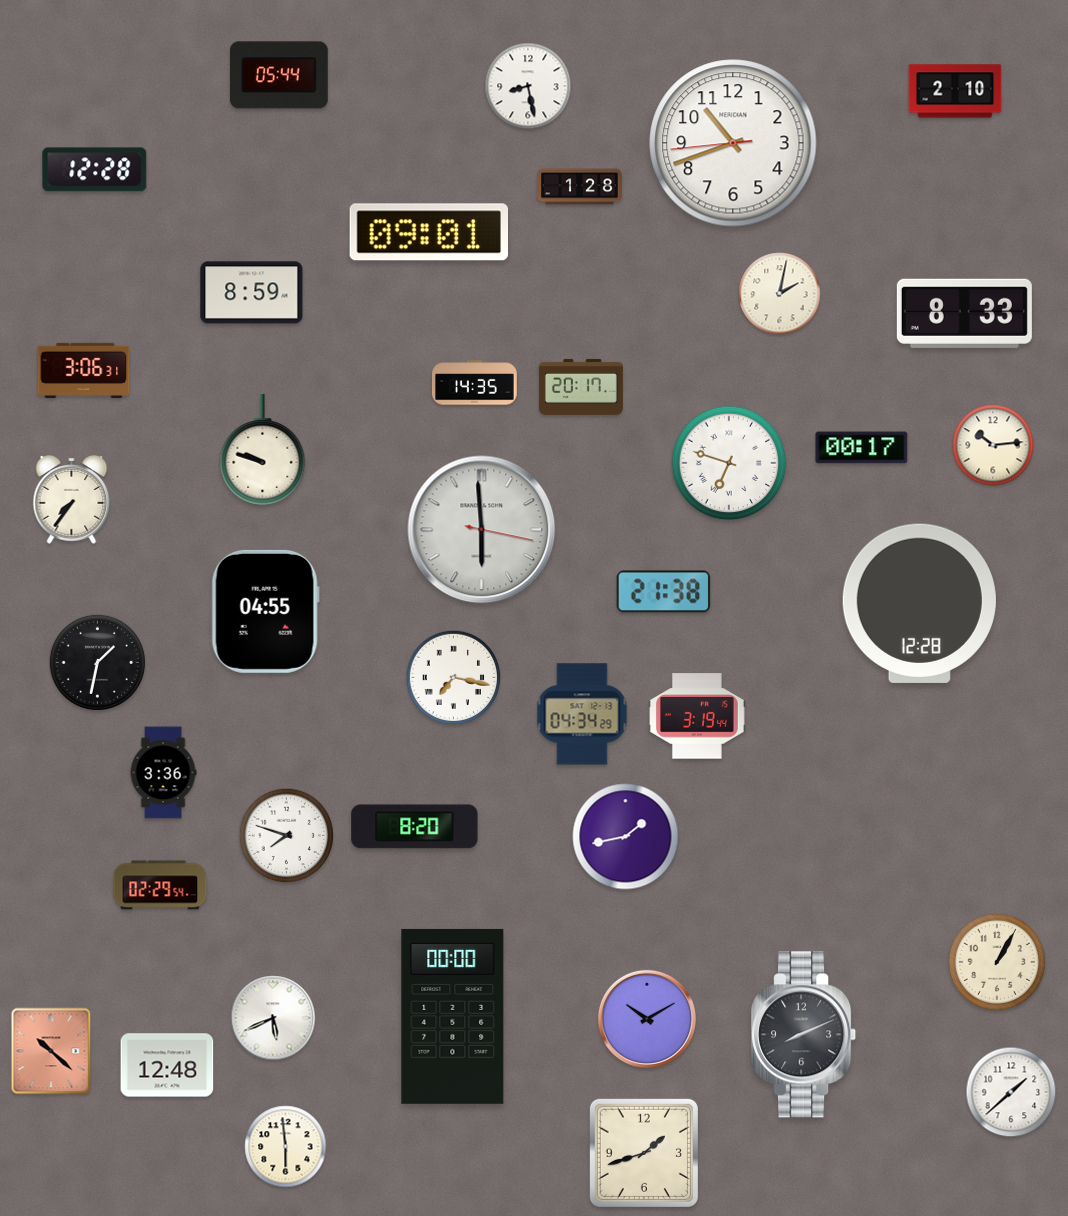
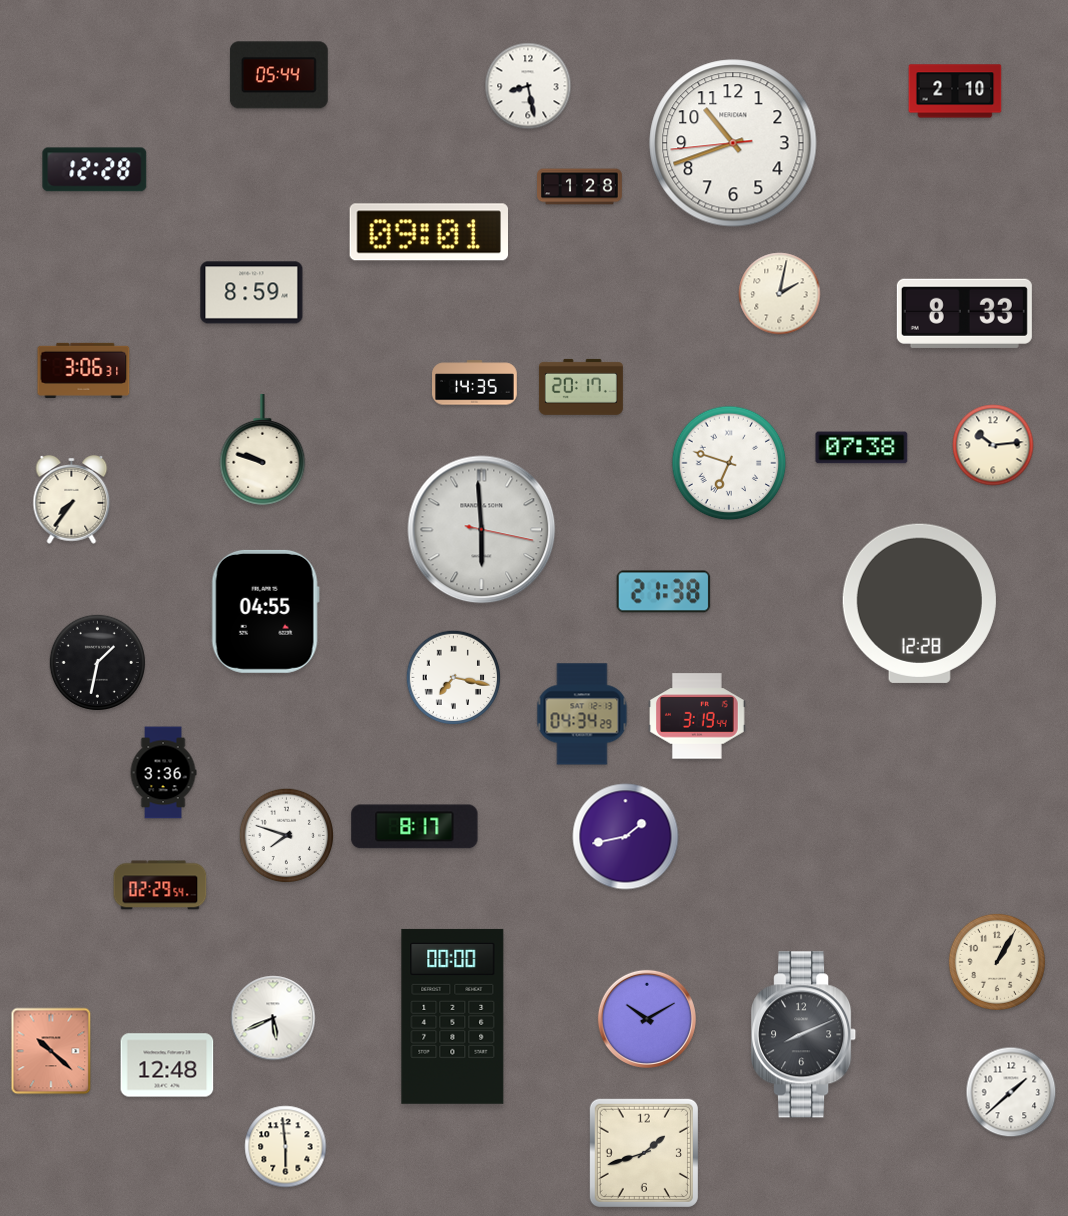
clock at (862, 448): 00:17 -> 07:38
clock at (415, 827): 8:20 -> 8:17
